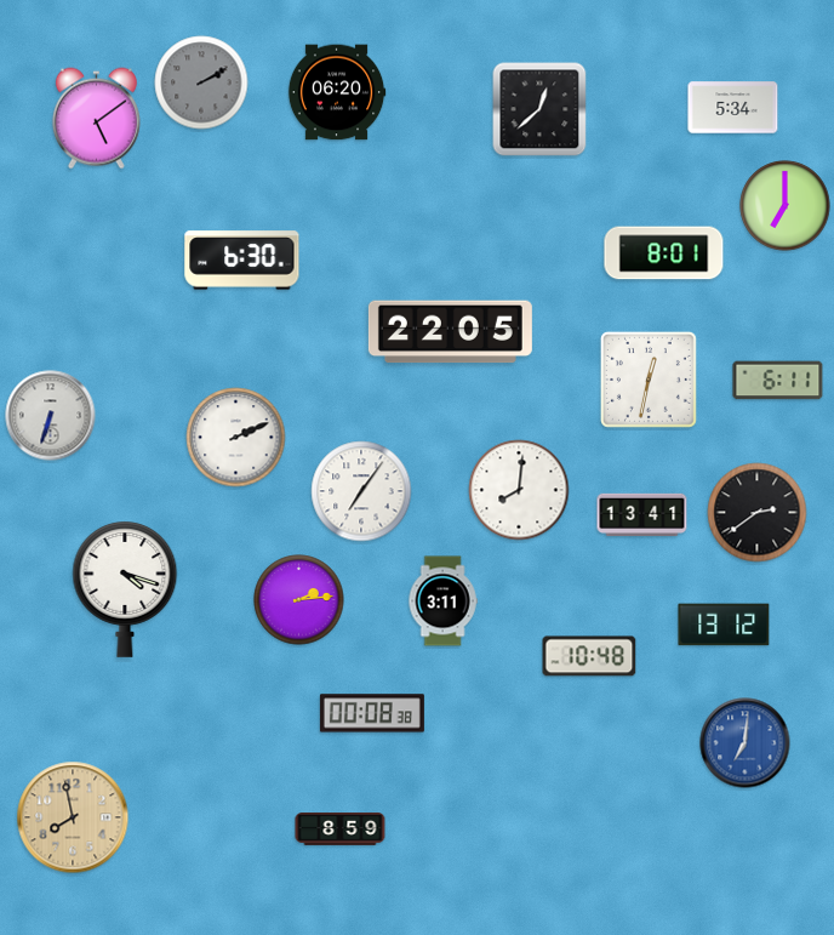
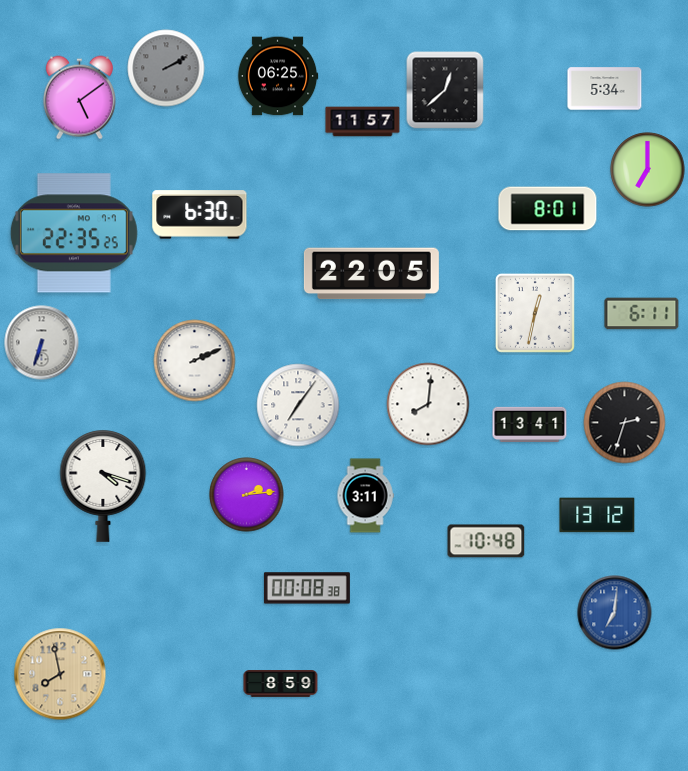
clock at (337, 92): 06:20 -> 06:25
clock at (363, 122): none -> 11:57
clock at (74, 233): none -> 22:35
clock at (758, 513): 2:39 -> 2:33
